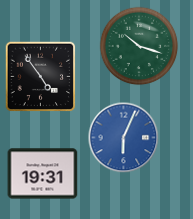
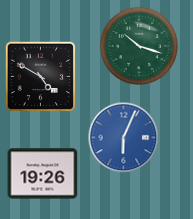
clock at (41, 77): 4:54 -> 4:50
clock at (43, 174): 19:31 -> 19:26
